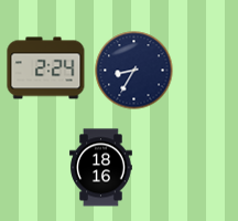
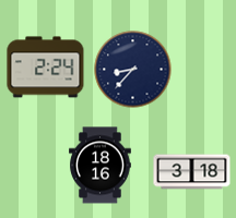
clock at (134, 71): 8:35 -> 8:37
clock at (192, 172): none -> 3:18
